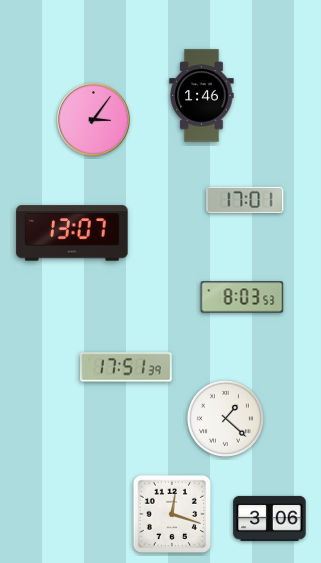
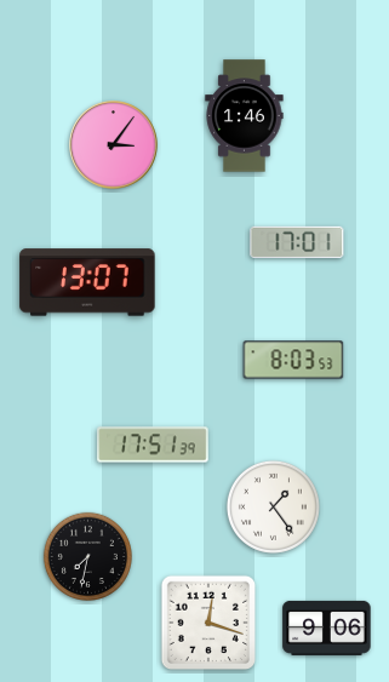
clock at (225, 418): 1:22 -> 1:24
clock at (87, 556): none -> 7:32
clock at (270, 518): 3:06 -> 9:06
